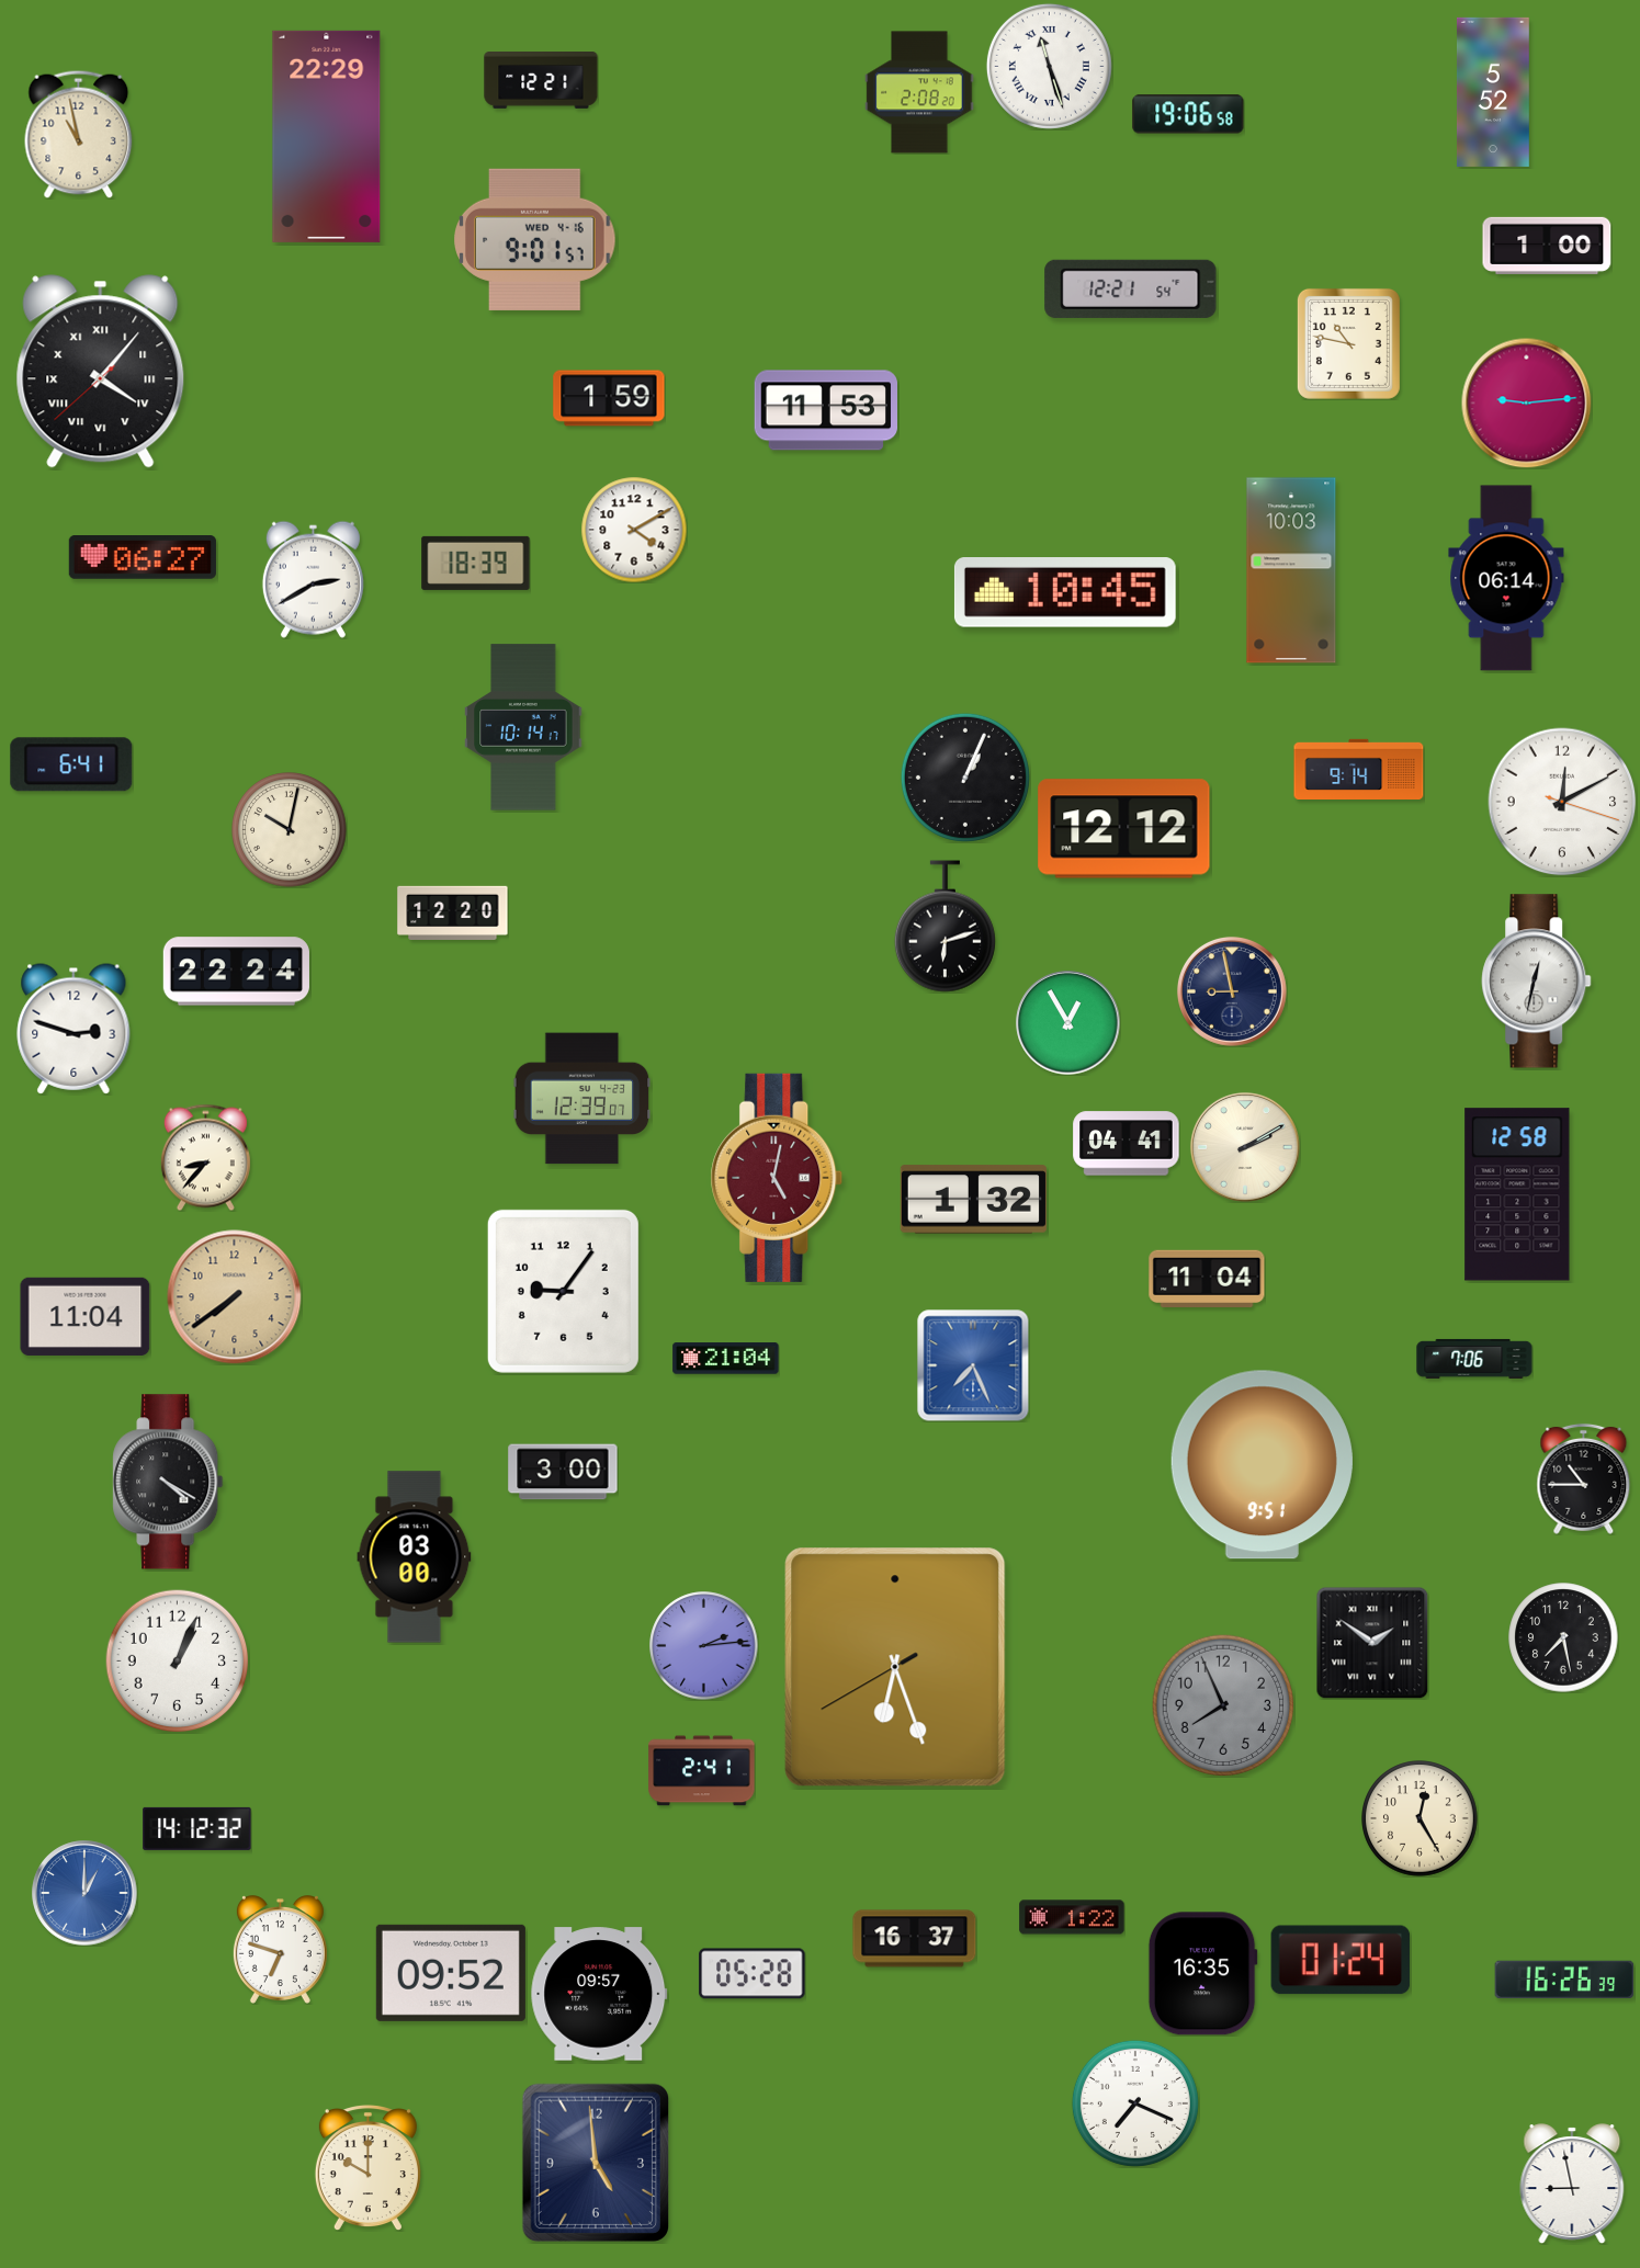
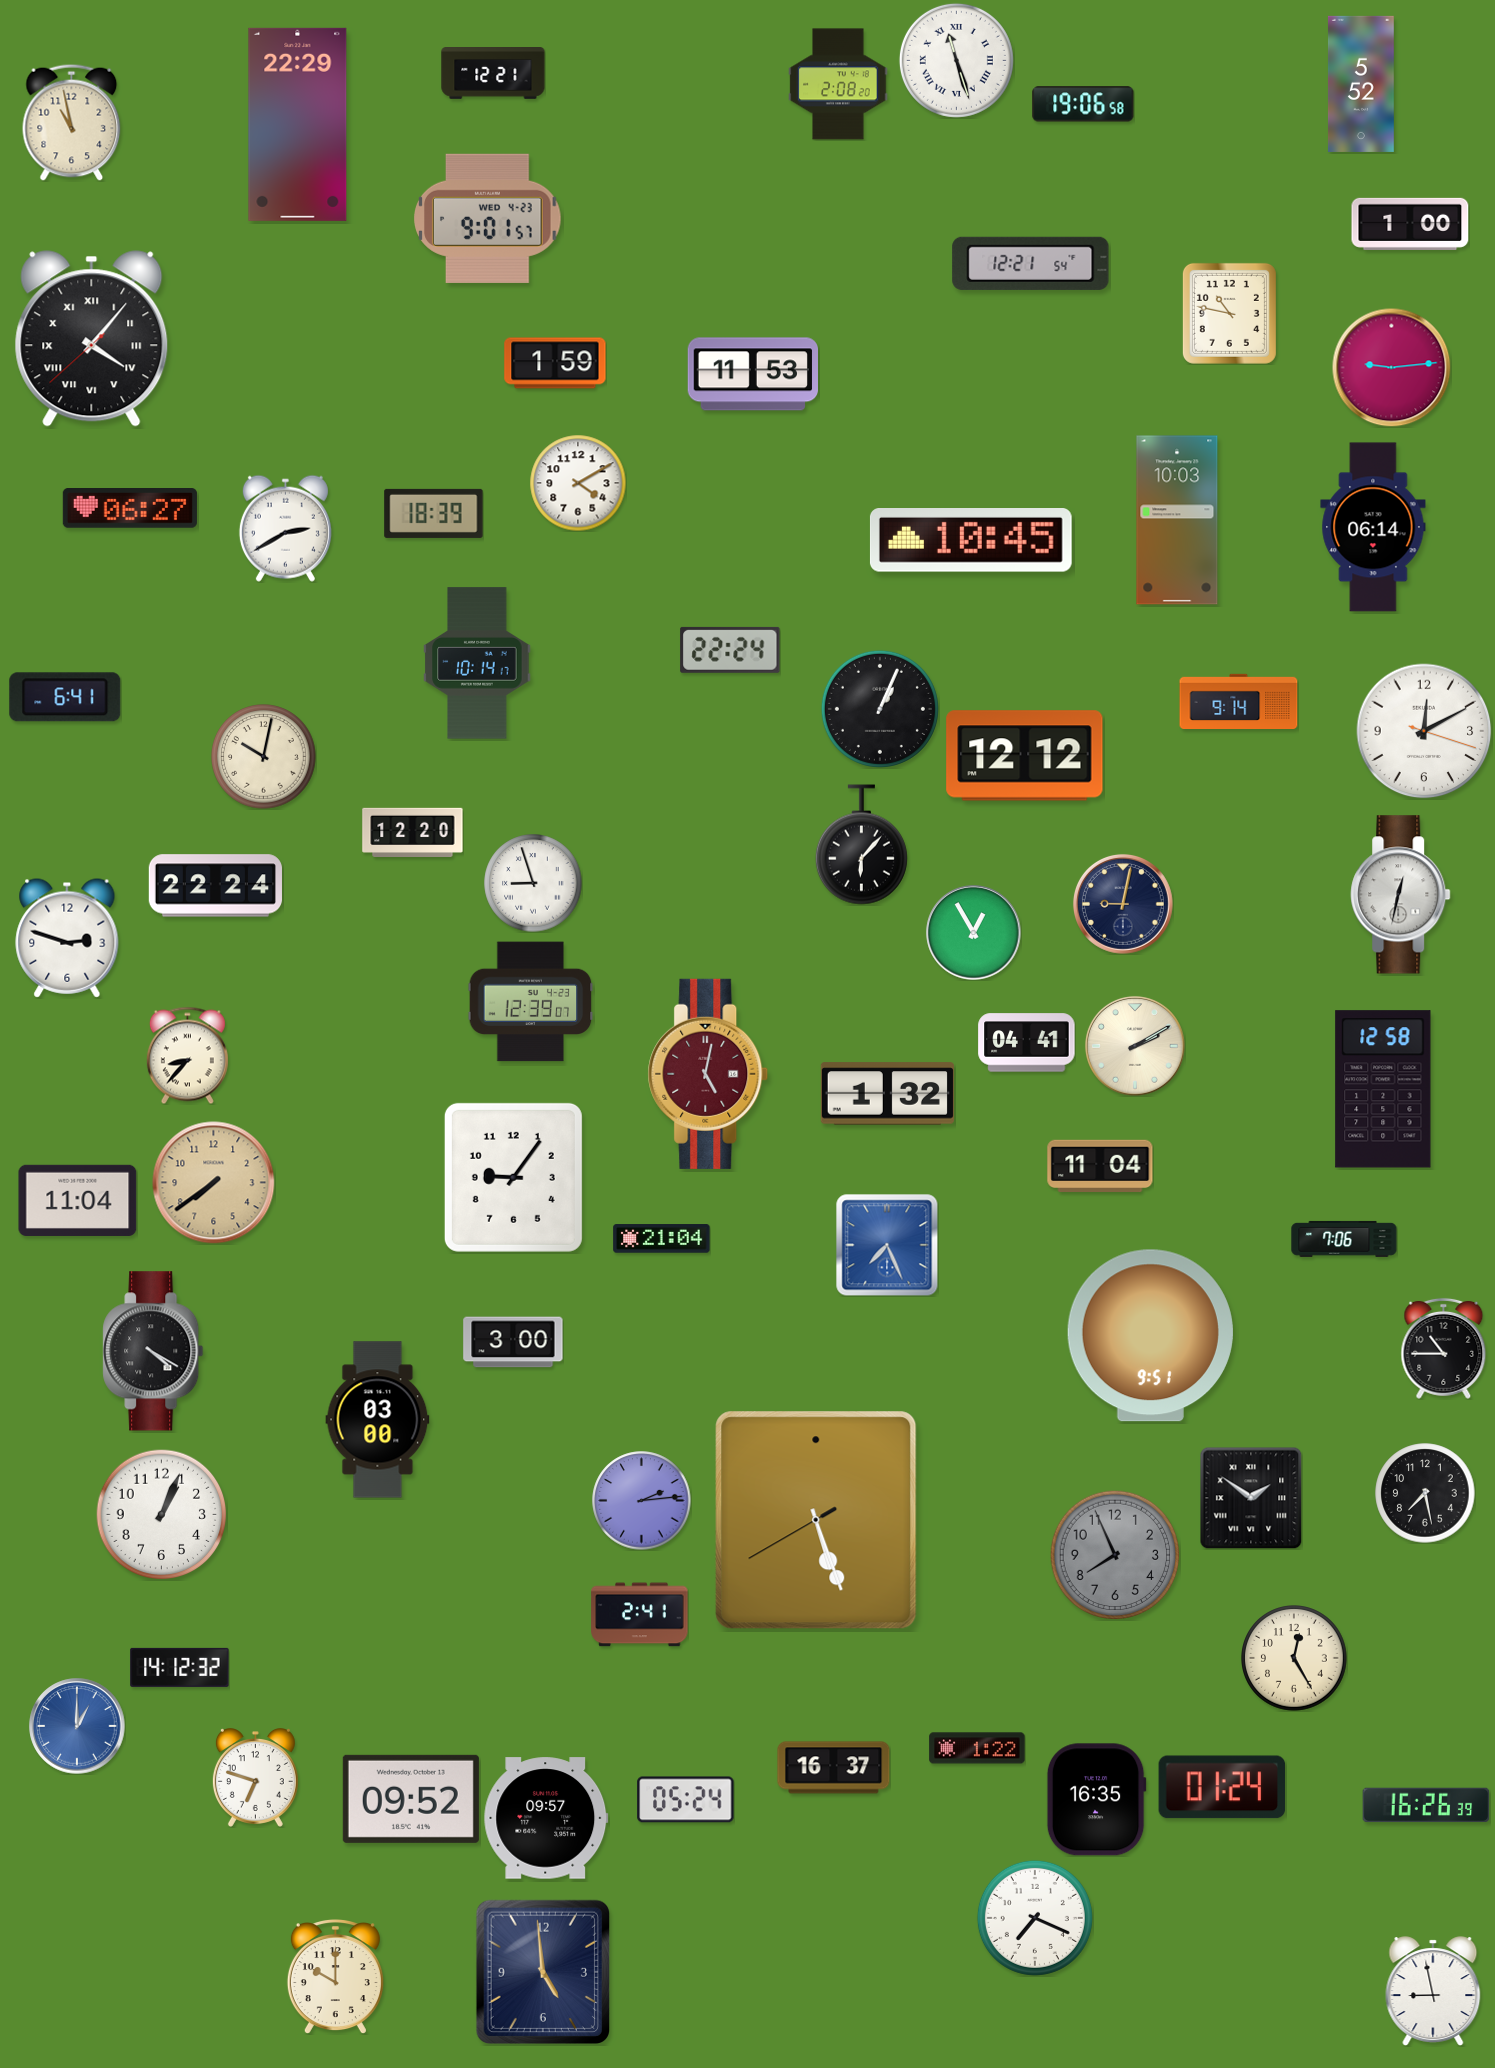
clock at (535, 239) date: WED 4-16 -> WED 4-23
clock at (730, 650): none -> 22:24
clock at (945, 927): 6:12 -> 6:07
clock at (533, 883): none -> 8:57
clock at (1232, 991): 8:58 -> 9:02
clock at (895, 1667): 6:26 -> 5:26
clock at (753, 1974): 05:28 -> 05:24
